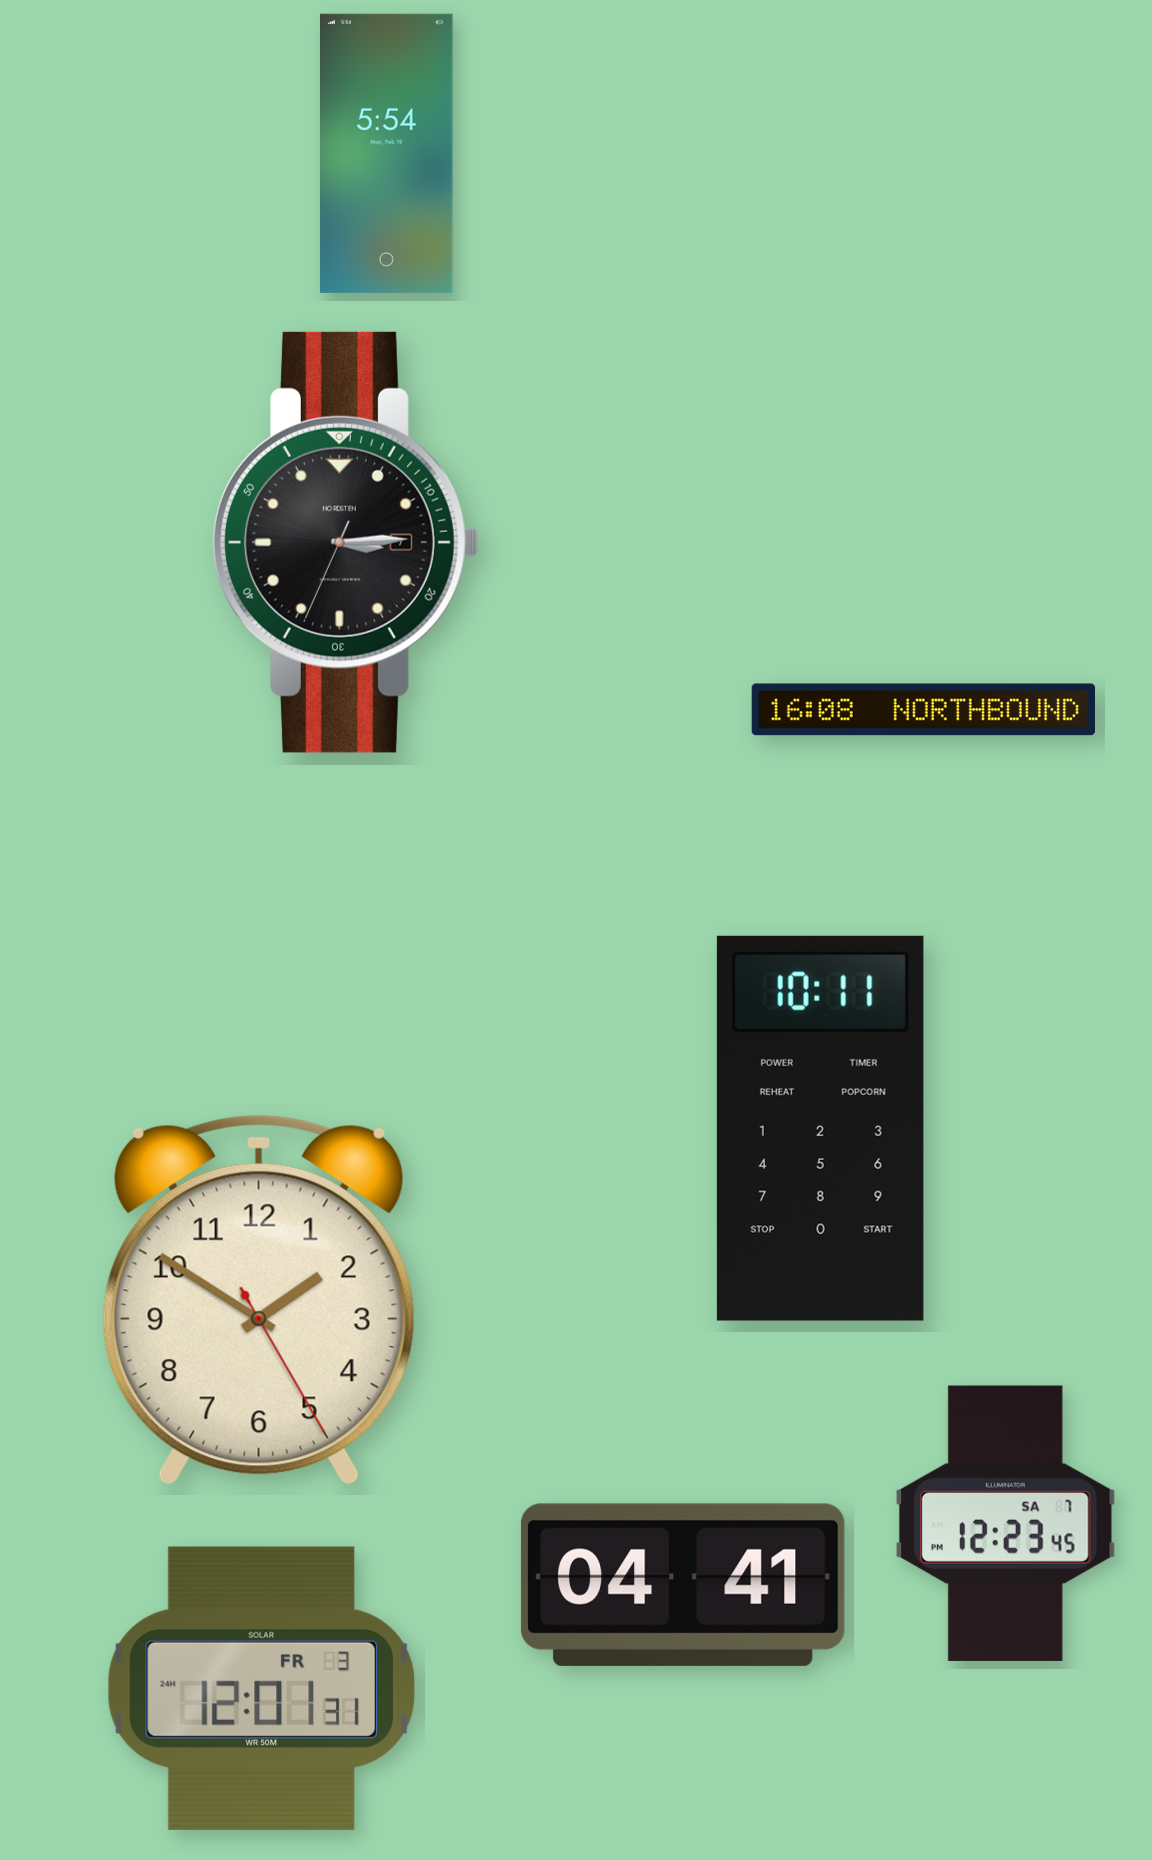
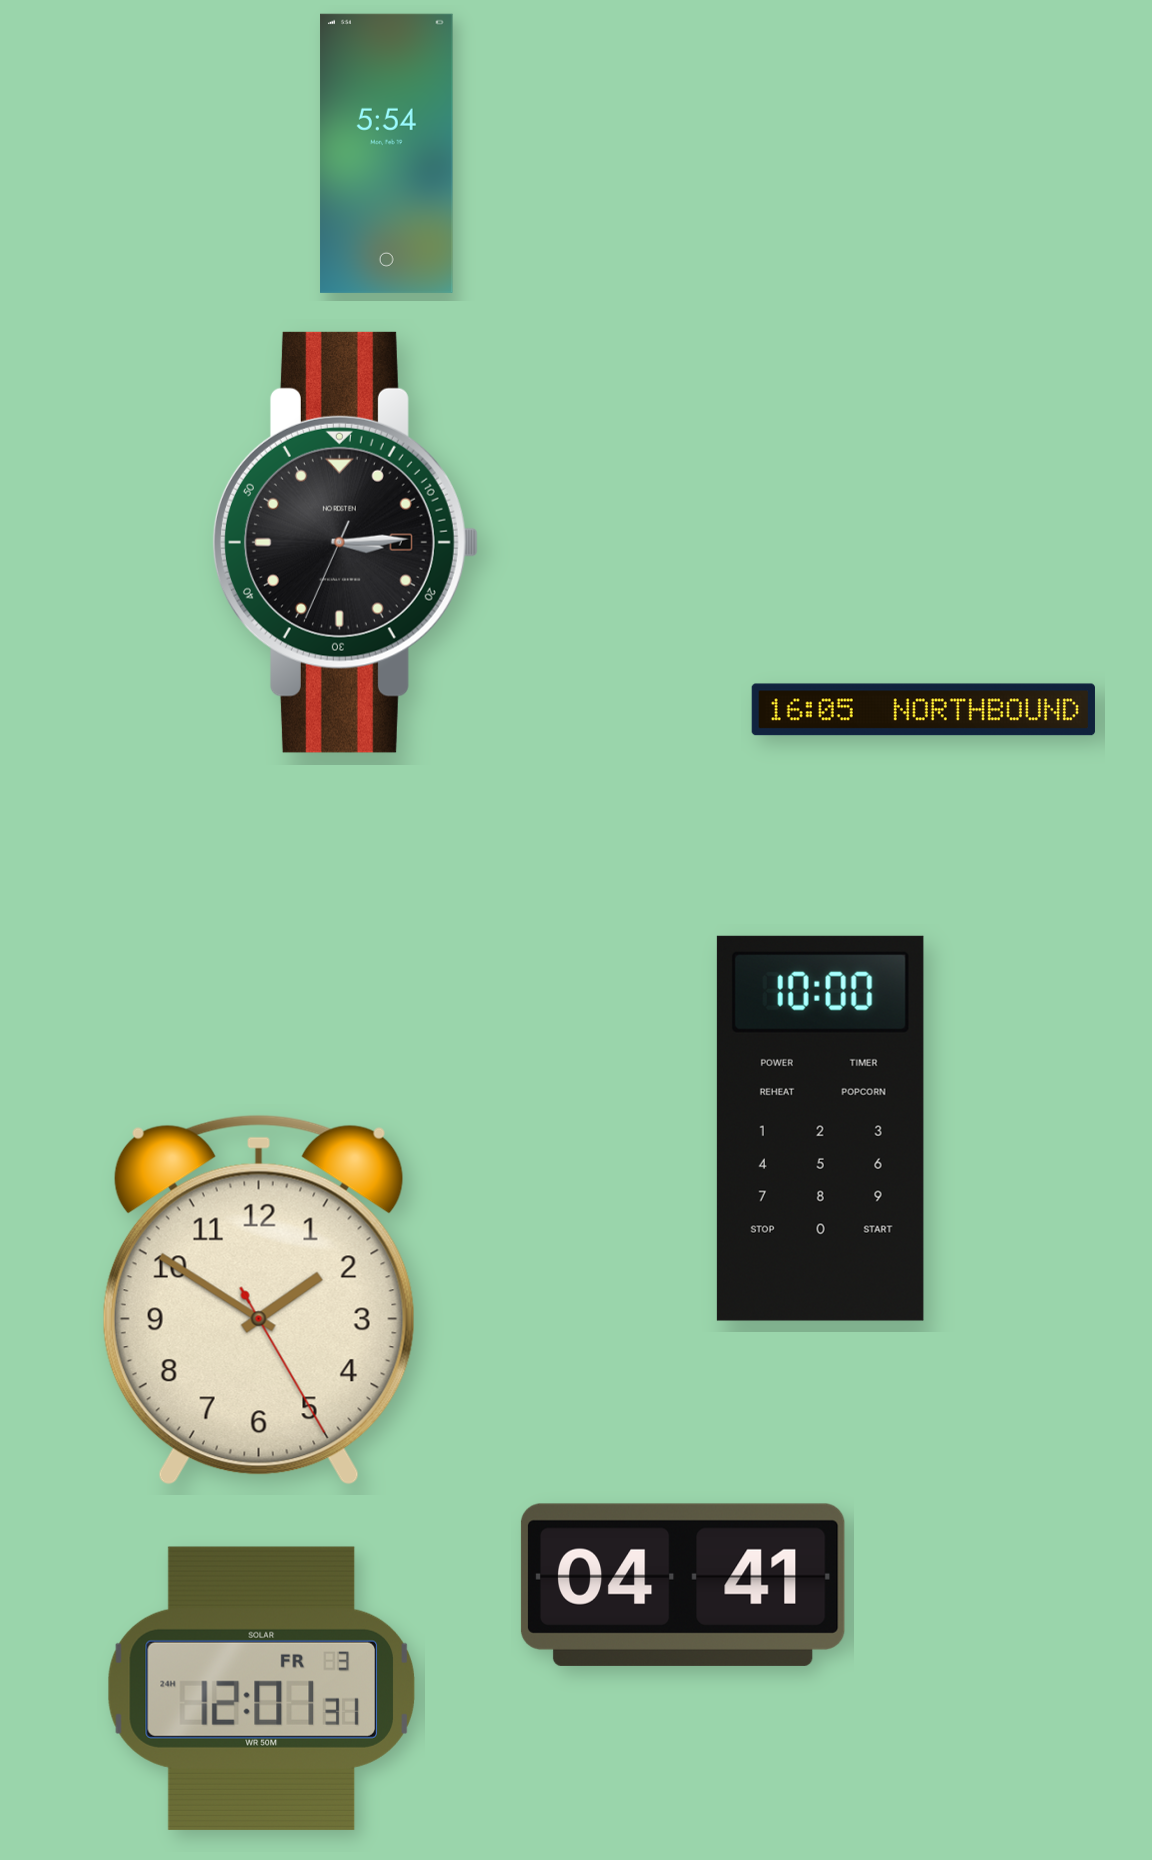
clock at (923, 710): 16:08 -> 16:05
clock at (820, 1128): 10:11 -> 10:00
clock at (1005, 1523): 12:23 -> none
